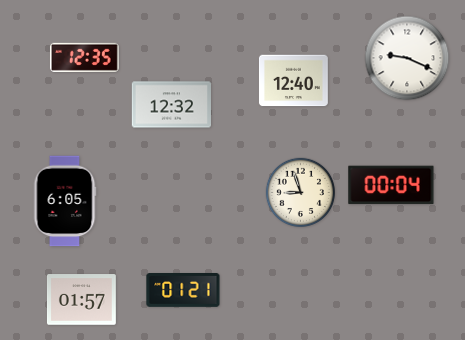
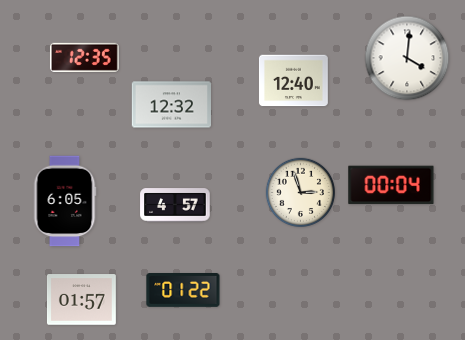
clock at (407, 58): 9:19 -> 4:01
clock at (300, 192): 8:57 -> 2:57
clock at (175, 205): none -> 4:57
clock at (183, 291): 01:21 -> 01:22
